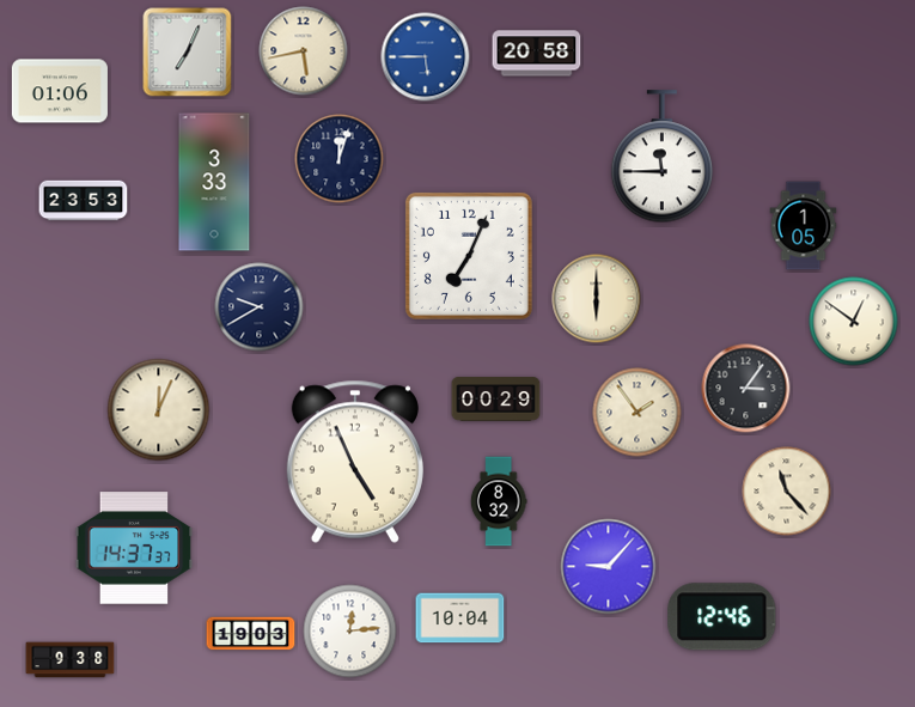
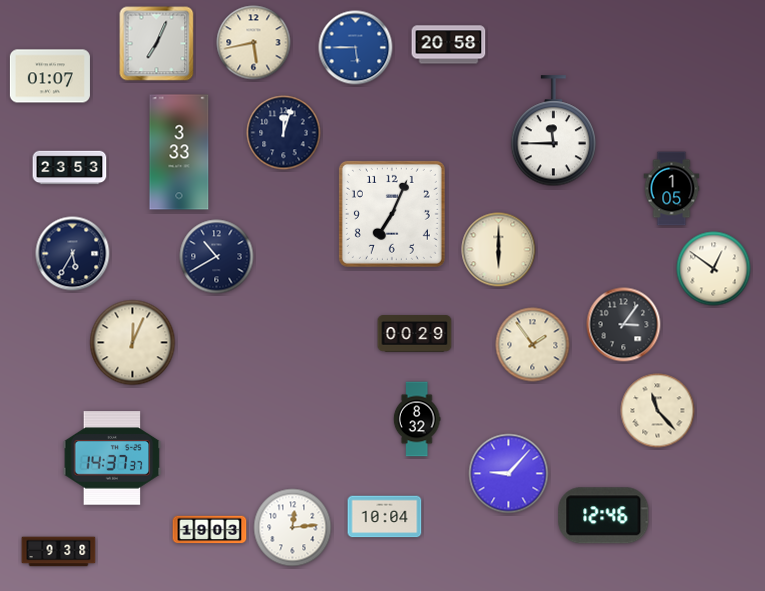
clock at (60, 91): 01:06 -> 01:07
clock at (73, 254): none -> 5:35
clock at (260, 307): 9:40 -> 10:40
clock at (355, 462): 4:56 -> none
